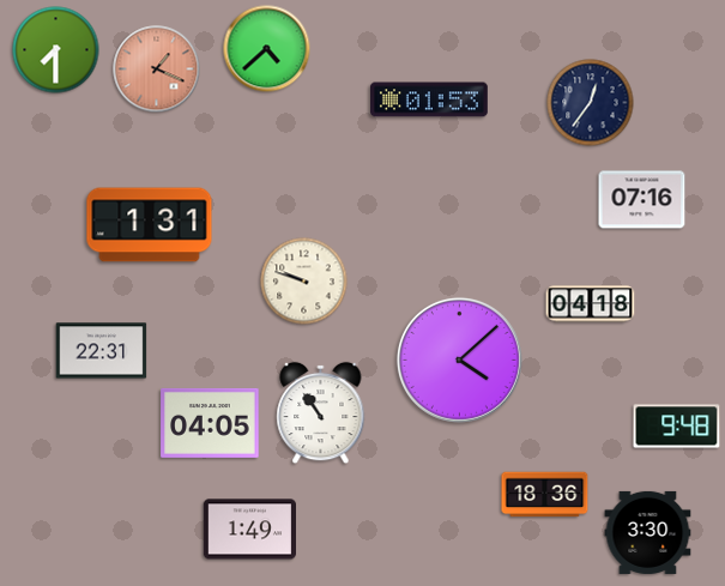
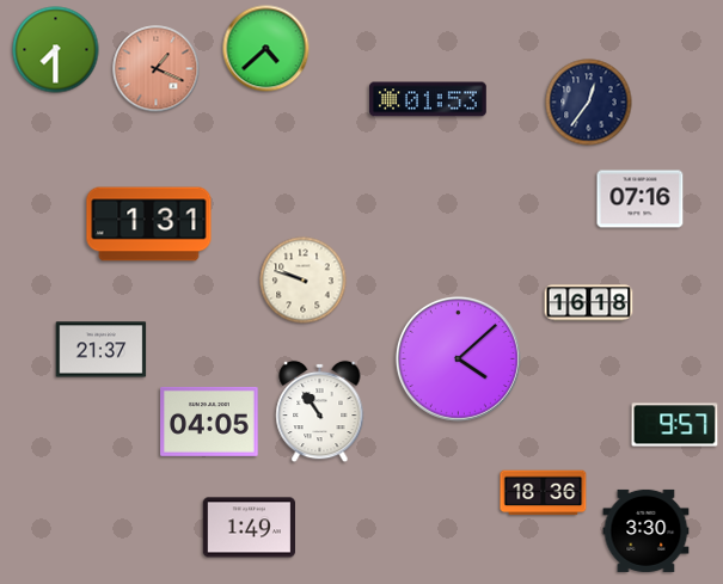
clock at (591, 304): 04:18 -> 16:18
clock at (102, 351): 22:31 -> 21:37
clock at (677, 427): 9:48 -> 9:57
